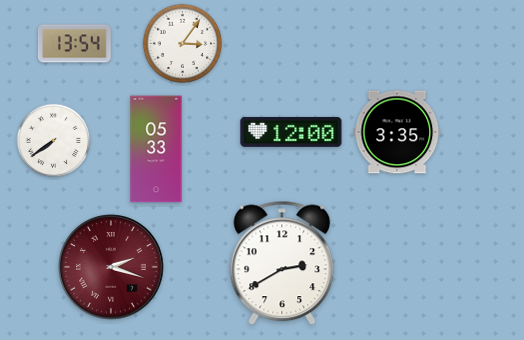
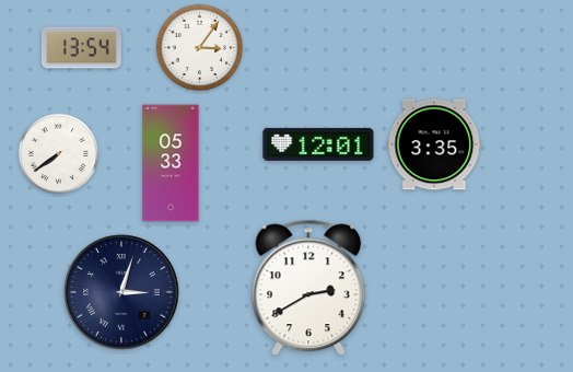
clock at (291, 132): 12:00 -> 12:01
clock at (111, 267): 2:18 -> 3:03
clock at (111, 267) dial: burgundy -> navy
